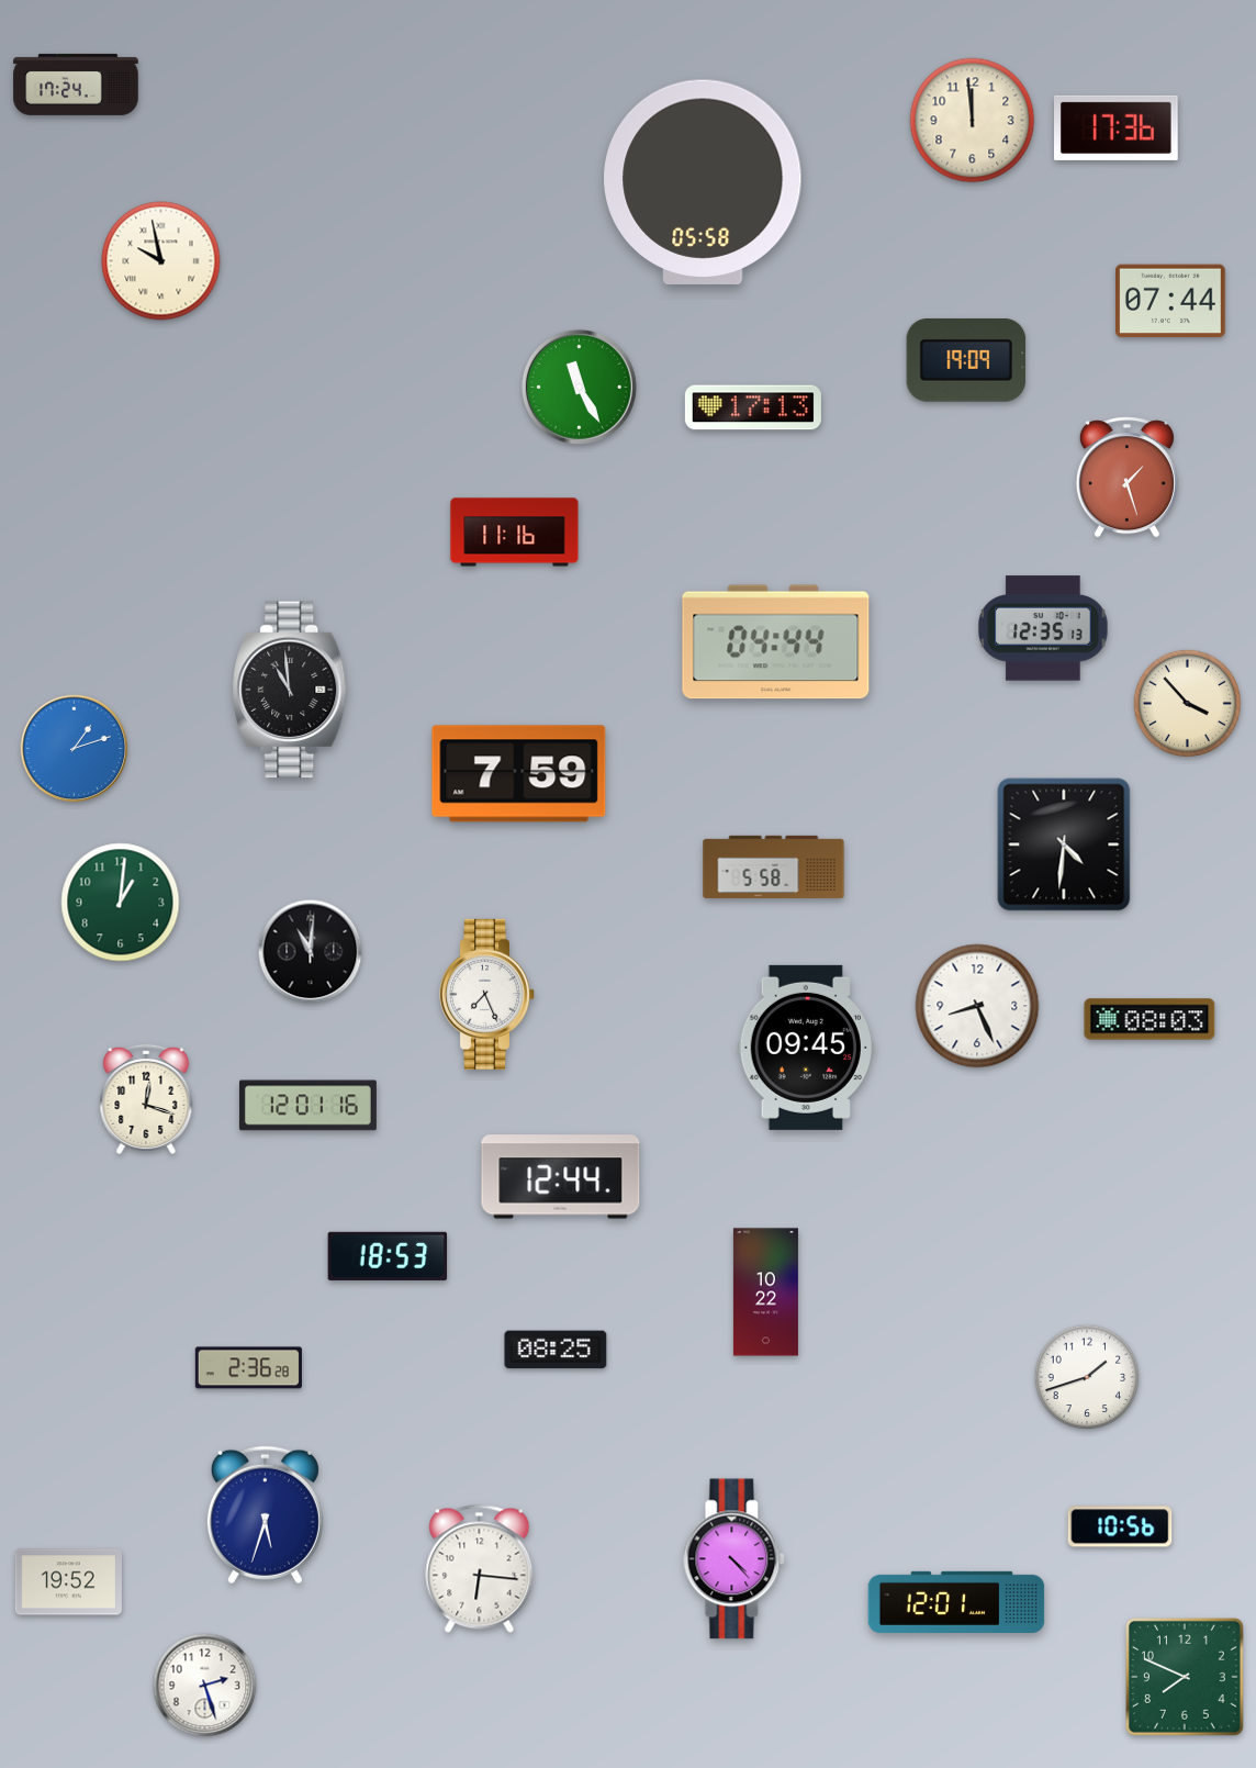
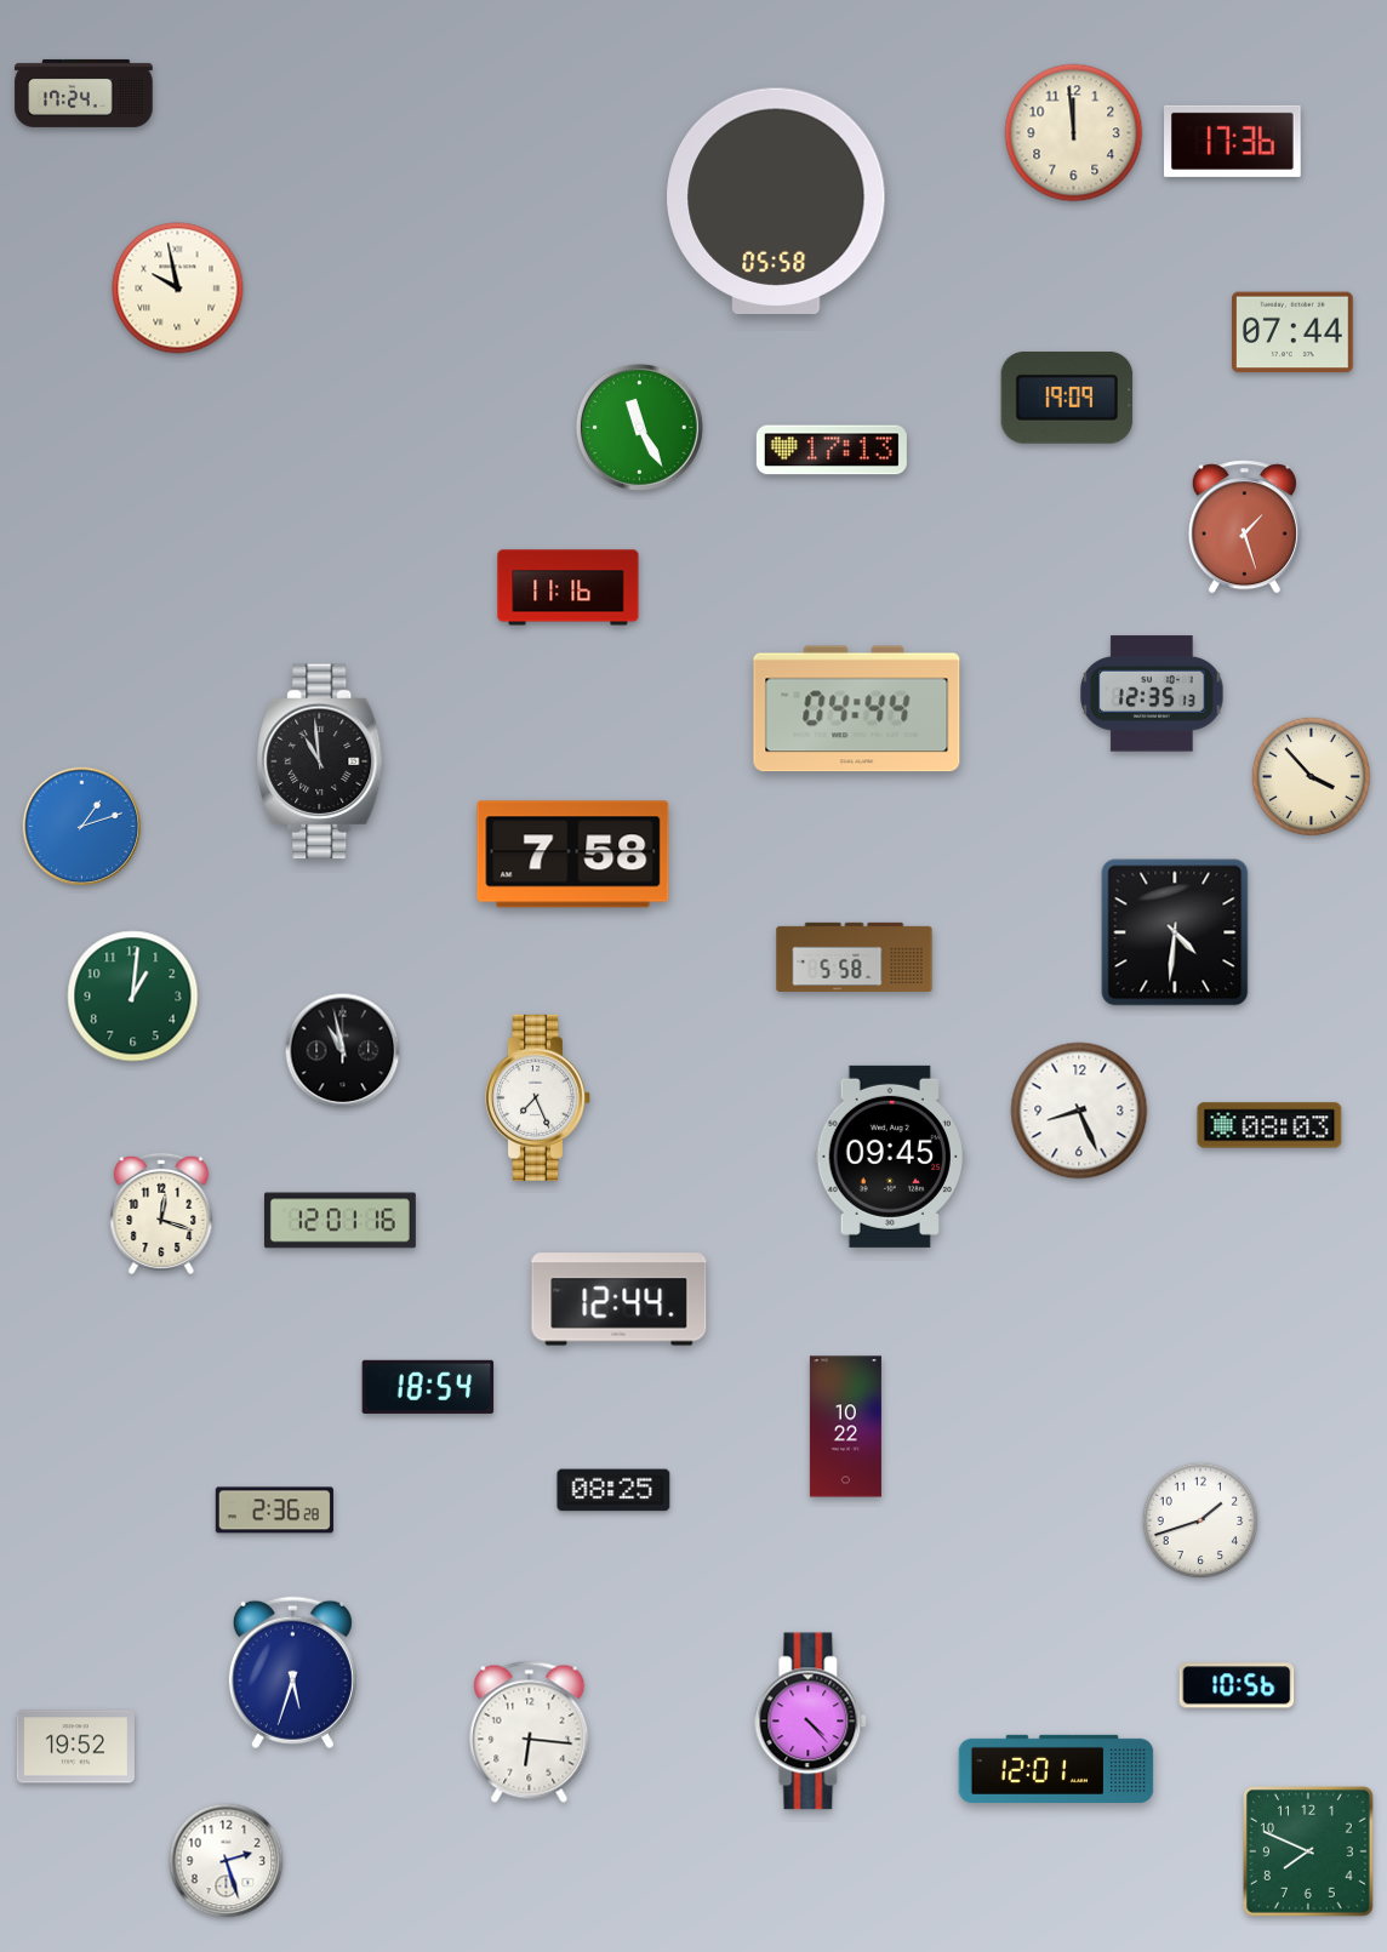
clock at (519, 774): 7:59 -> 7:58
clock at (311, 952): 11:01 -> 10:58
clock at (388, 1256): 18:53 -> 18:54
